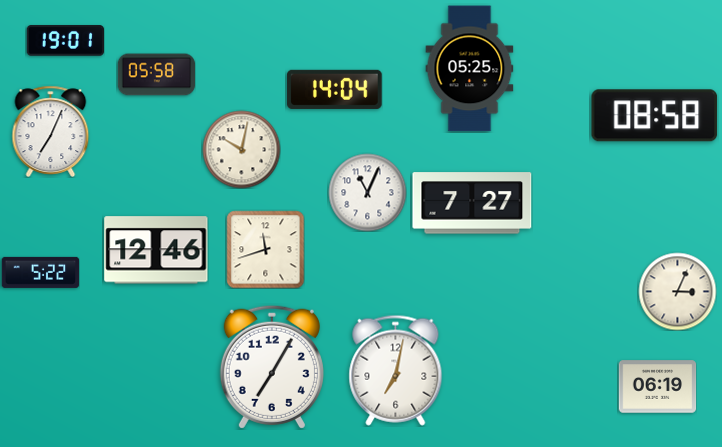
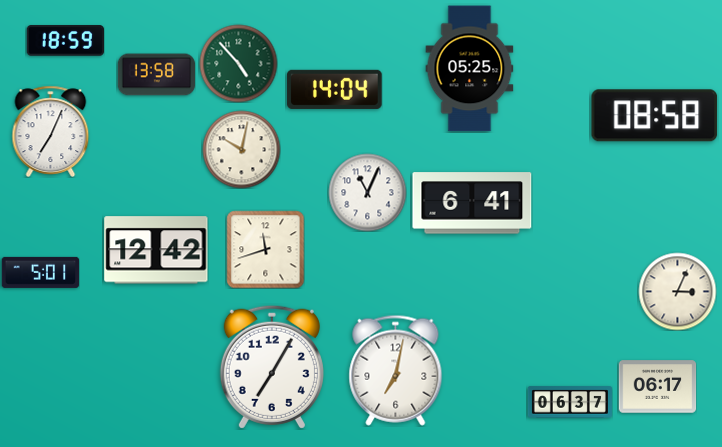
clock at (65, 41): 19:01 -> 18:59
clock at (238, 63): none -> 4:53
clock at (156, 75): 05:58 -> 13:58
clock at (472, 203): 7:27 -> 6:41
clock at (156, 250): 12:46 -> 12:42
clock at (40, 272): 5:22 -> 5:01
clock at (657, 387): 06:19 -> 06:17
clock at (570, 402): none -> 06:37
